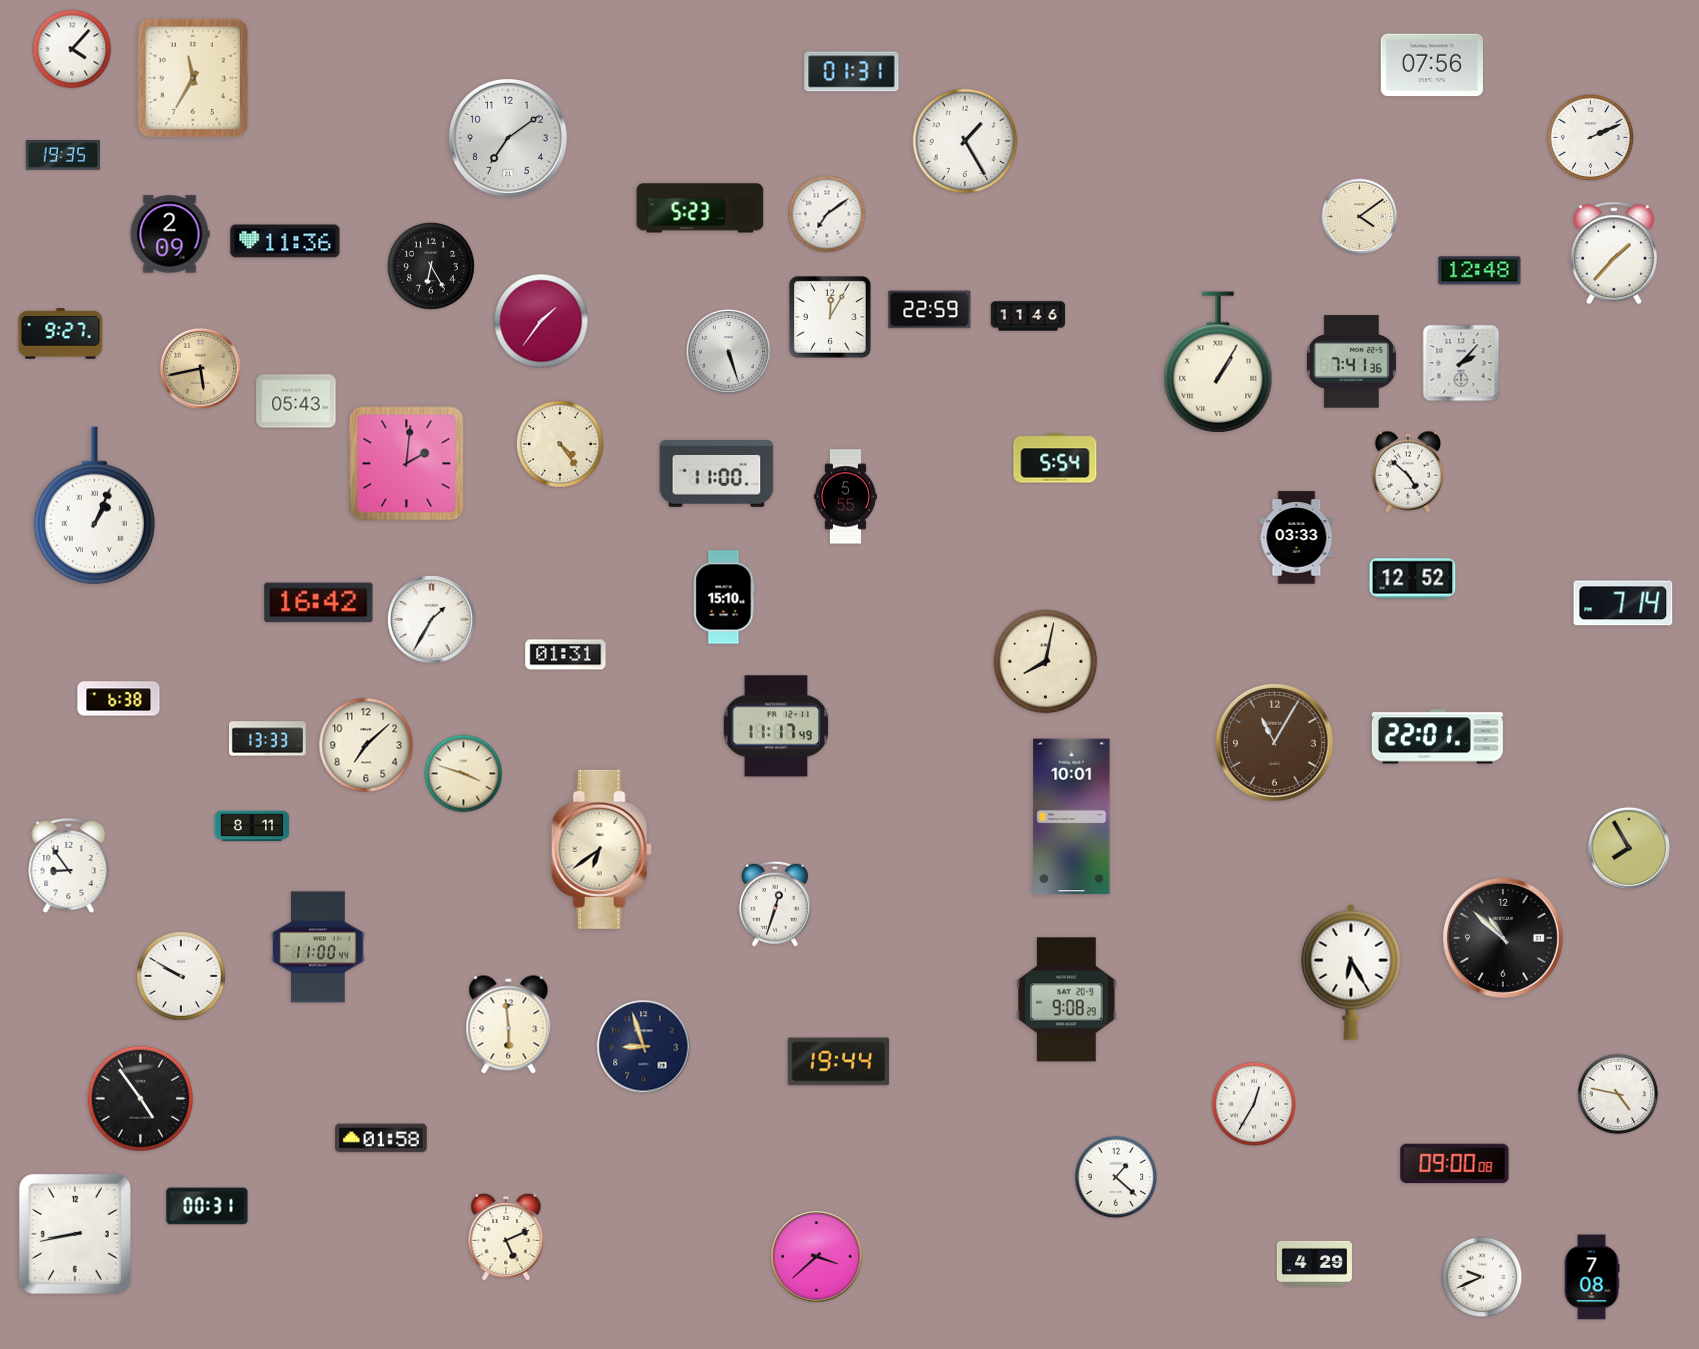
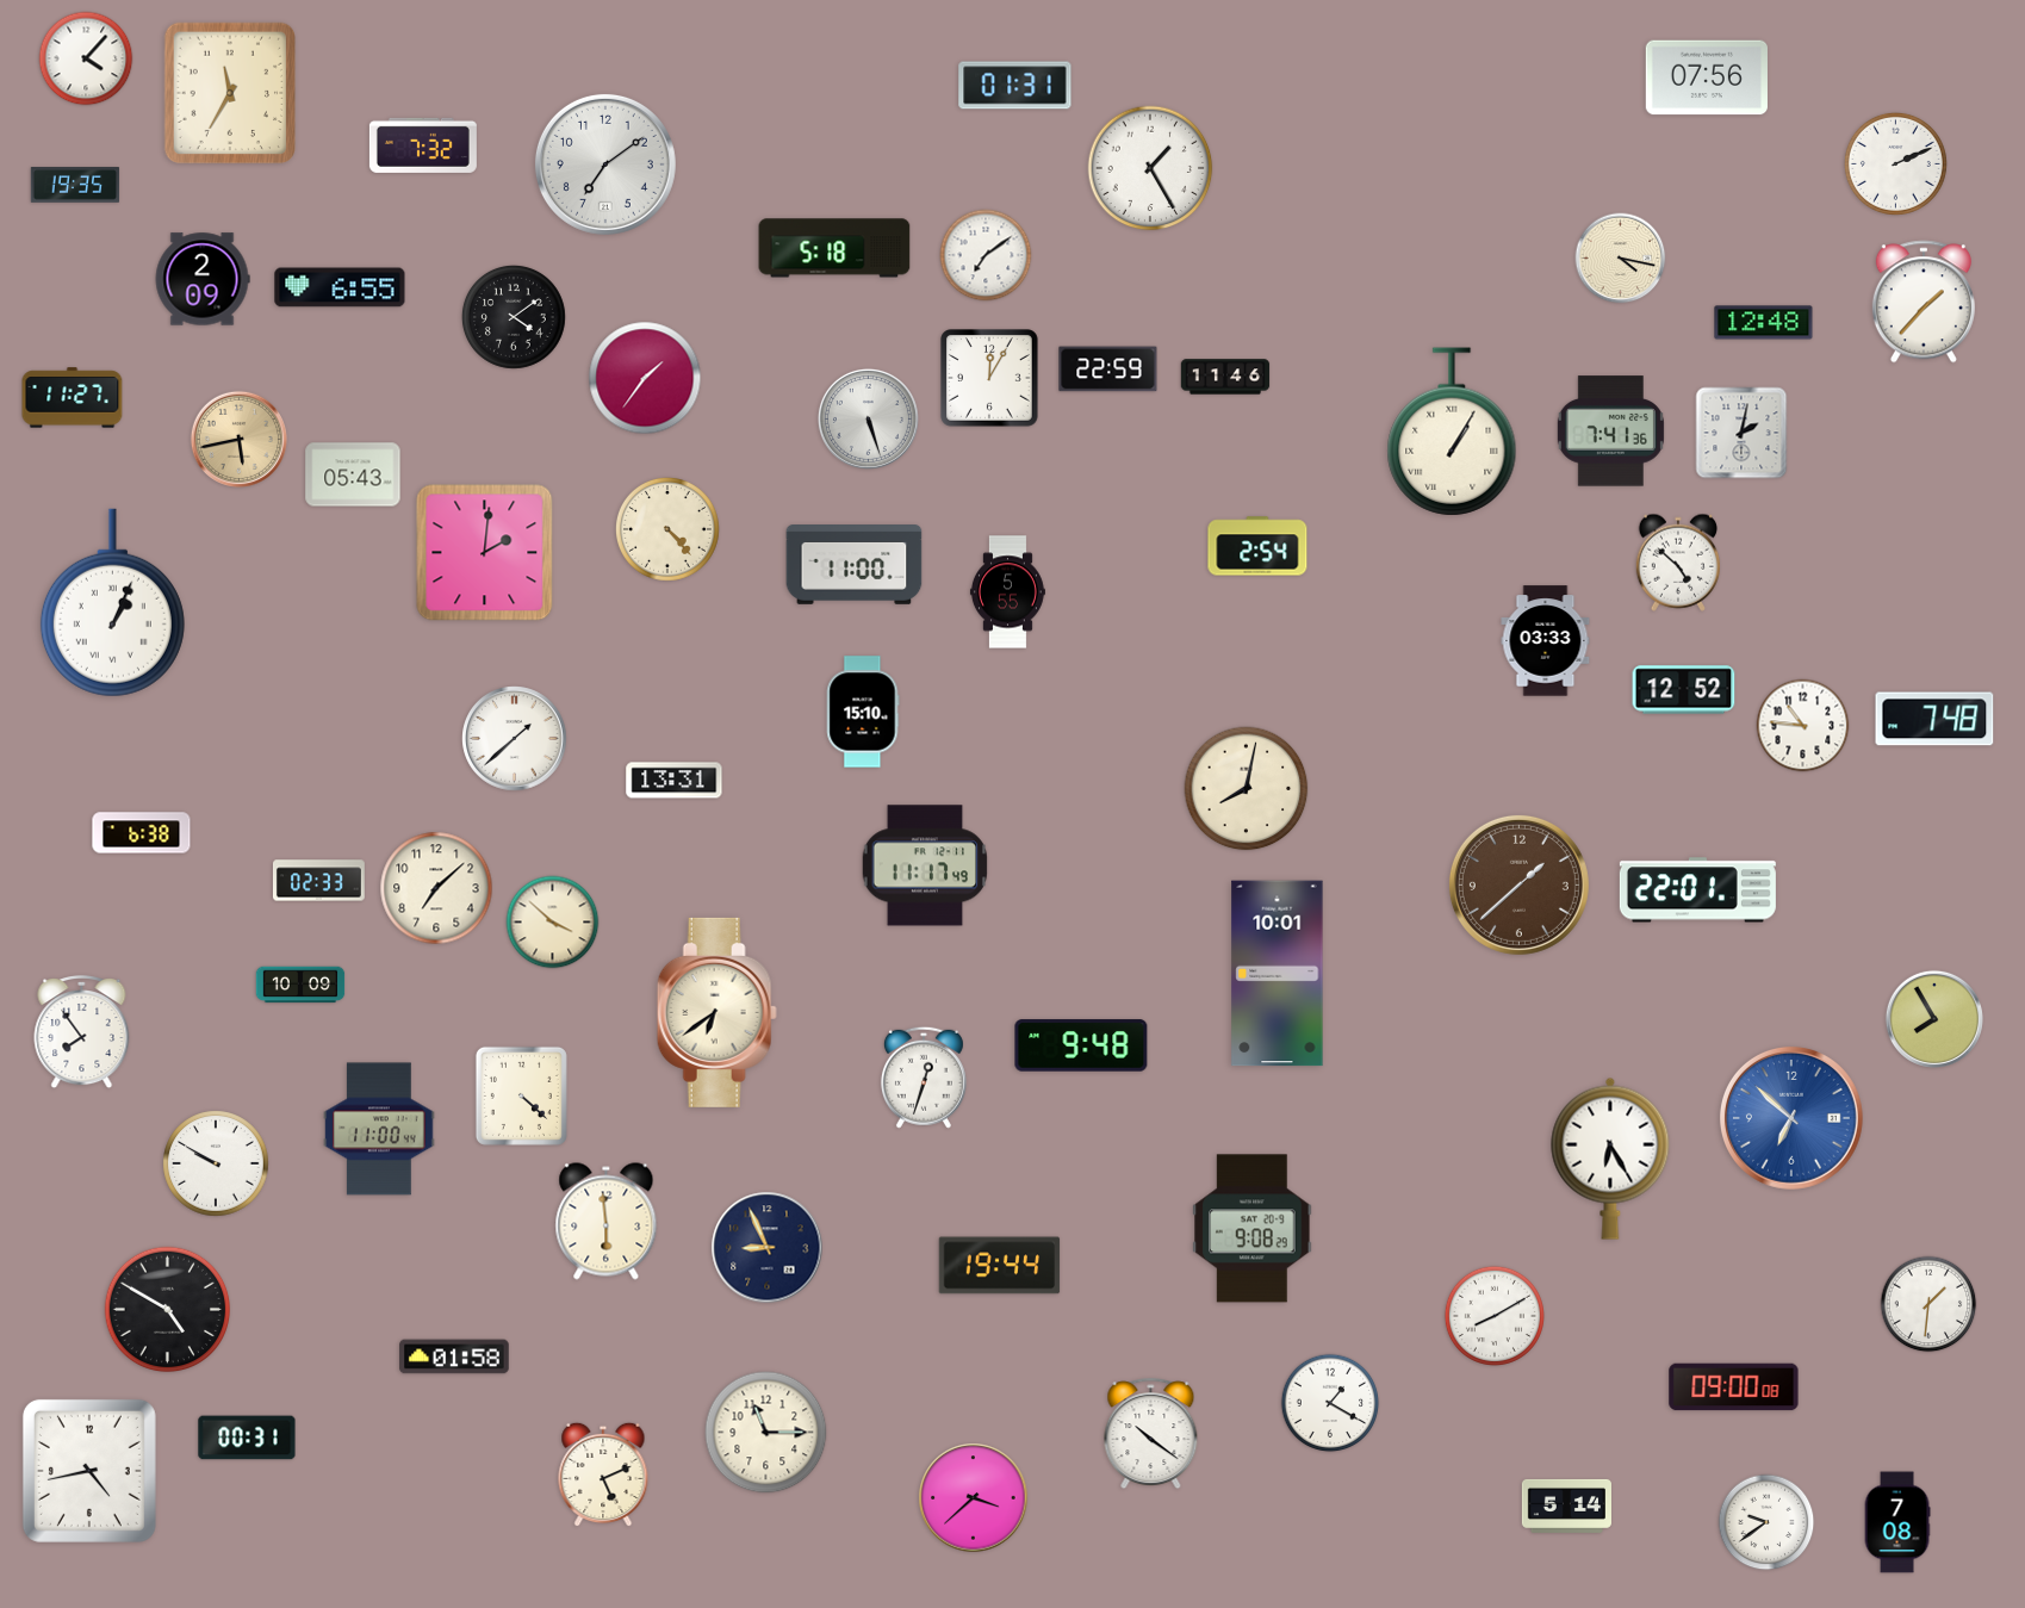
clock at (423, 145): none -> 7:32
clock at (700, 208): 5:23 -> 5:18
clock at (1360, 217): 4:09 -> 4:17
clock at (285, 241): 11:36 -> 6:55
clock at (432, 267): 6:25 -> 4:09
clock at (541, 321) position: (541, 321) -> (645, 378)
clock at (61, 334): 9:27 -> 11:27
clock at (1461, 363): 2:07 -> 2:02
clock at (296, 401) position: (296, 401) -> (353, 474)
clock at (561, 445): 4:24 -> 4:23
clock at (1055, 458): 5:54 -> 2:54
clock at (319, 603): 16:42 -> none
clock at (1623, 603): 7:14 -> 7:48
clock at (1803, 726): none -> 10:46
clock at (432, 620): 1:35 -> 1:38
clock at (566, 655): 01:31 -> 13:31
clock at (1437, 737) position: (1437, 737) -> (1697, 890)
clock at (267, 739): 13:33 -> 02:33
clock at (1274, 742): 11:05 -> 1:38
clock at (464, 774): 3:48 -> 3:52
clock at (252, 826): 8:11 -> 10:09
clock at (1629, 848) position: (1629, 848) -> (1934, 1019)
clock at (69, 867): 8:54 -> 7:54
clock at (1081, 1045): none -> 9:48
clock at (521, 1095): none -> 4:22
clock at (1503, 938): 10:52 -> 6:52
clock at (1503, 938) dial: black -> blue
clock at (1067, 1000) position: (1067, 1000) -> (1253, 1229)
clock at (644, 1047): 8:57 -> 8:56
clock at (1618, 1094): 4:47 -> 1:31
clock at (141, 1099): 4:54 -> 4:50
clock at (1254, 1104): 12:35 -> 8:10
clock at (1116, 1177): 1:22 -> 1:20
clock at (766, 1433): none -> 11:15
clock at (1151, 1434): none -> 10:21
clock at (75, 1234): 8:43 -> 4:43
clock at (1314, 1263): 4:29 -> 5:14
clock at (1482, 1277): 9:41 -> 9:39
